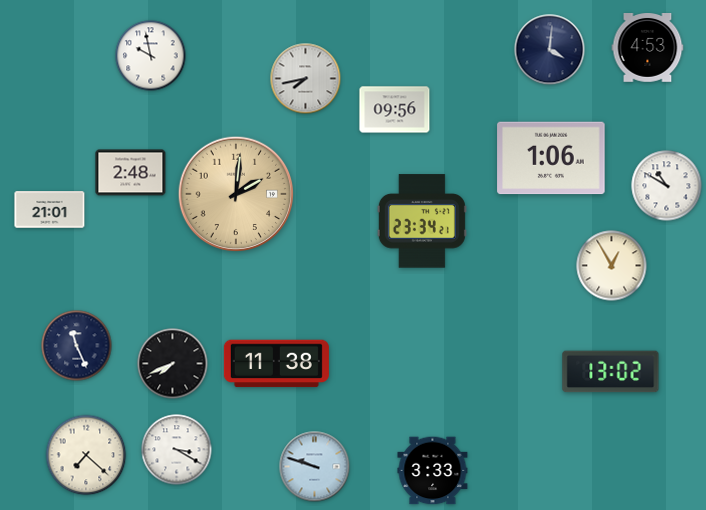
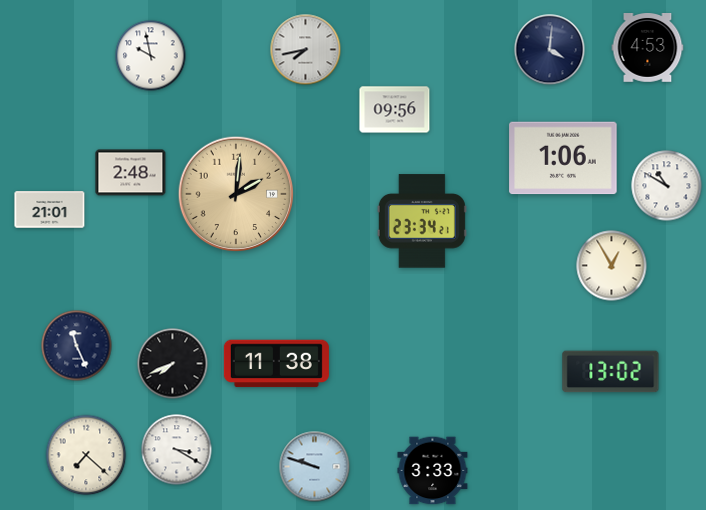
clock at (306, 79) position: (306, 79) -> (306, 50)
clock at (551, 158) position: (551, 158) -> (563, 158)
